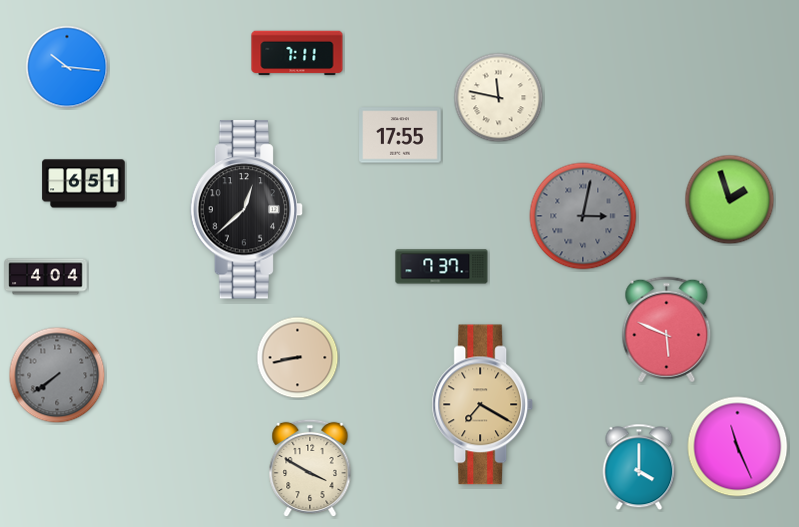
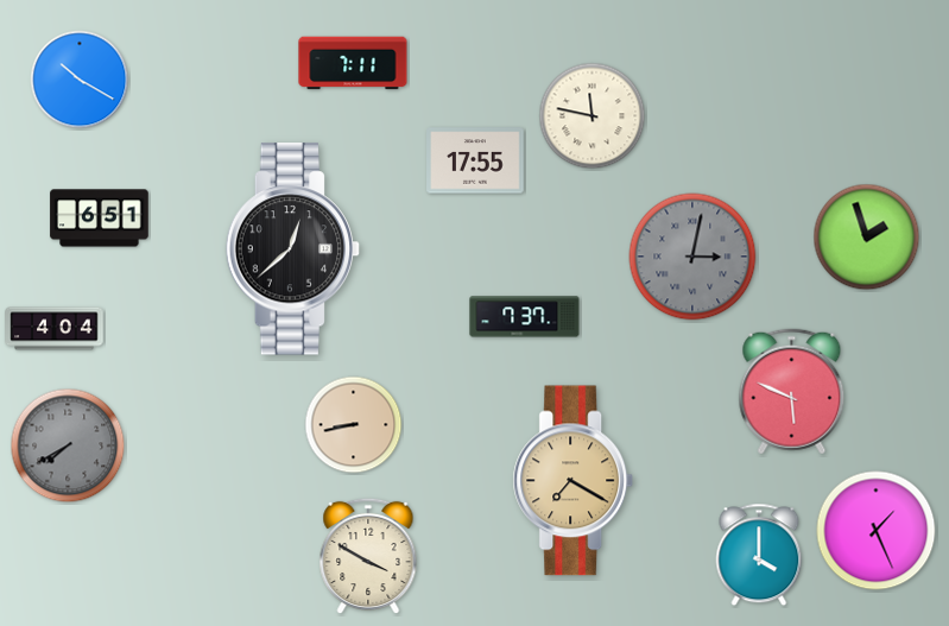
clock at (67, 67): 10:16 -> 10:20
clock at (57, 375): 7:39 -> 7:40
clock at (738, 447): 11:26 -> 1:26
